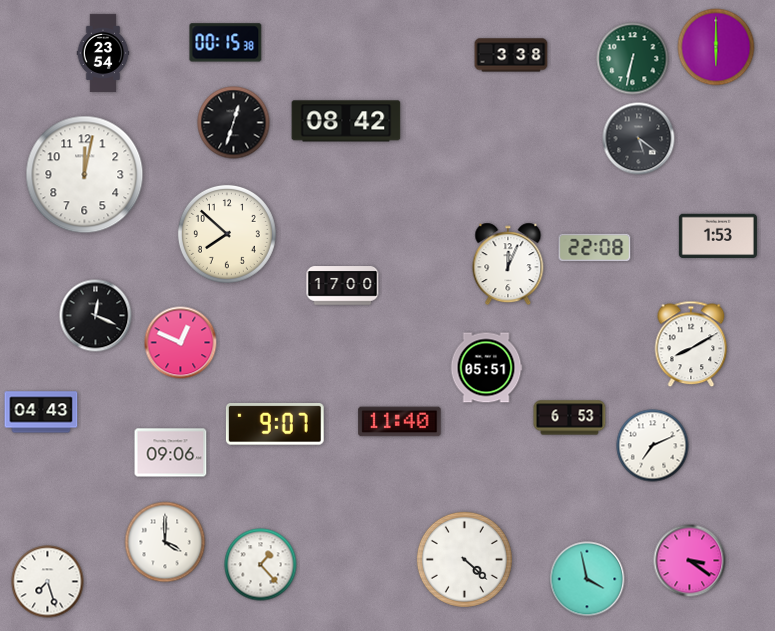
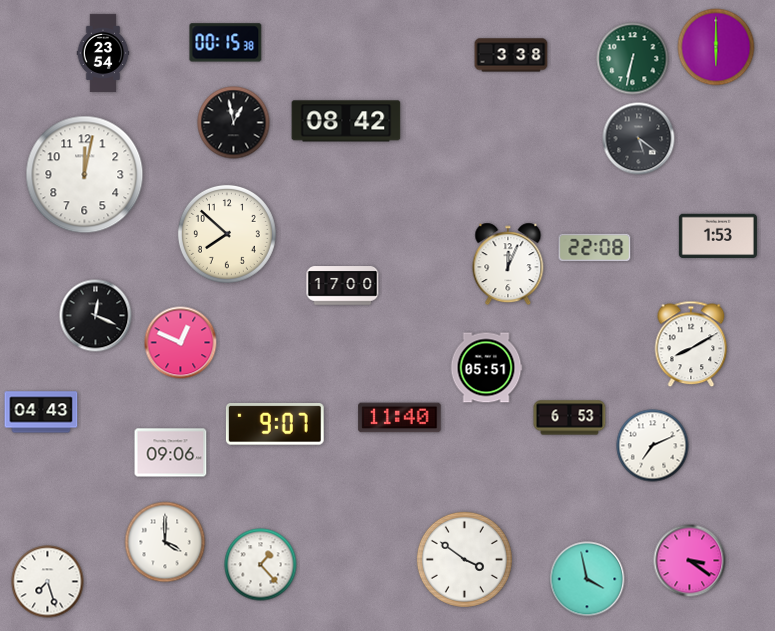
clock at (234, 123): 12:33 -> 12:58
clock at (400, 422) position: (400, 422) -> (400, 418)
clock at (464, 559): 4:22 -> 3:51
